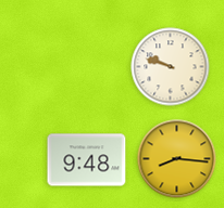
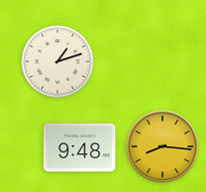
clock at (58, 62): none -> 1:12
clock at (171, 67): 9:48 -> none
